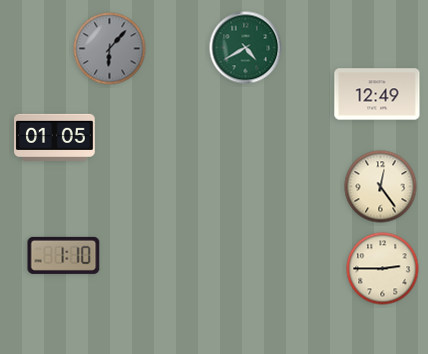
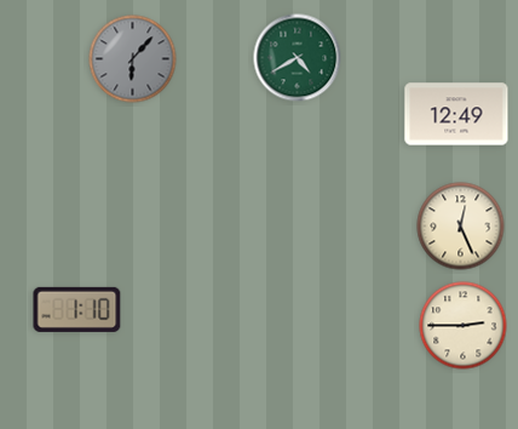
clock at (55, 137): 01:05 -> none
clock at (381, 187): 12:24 -> 12:26
